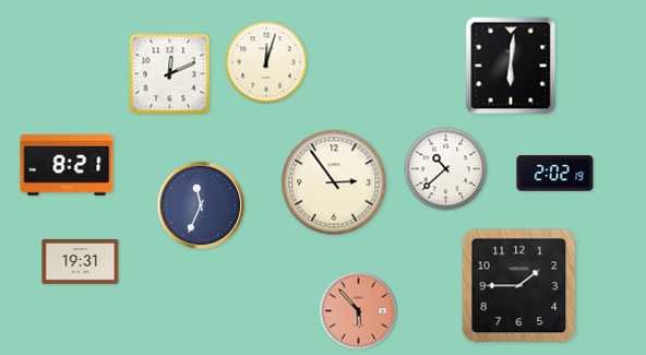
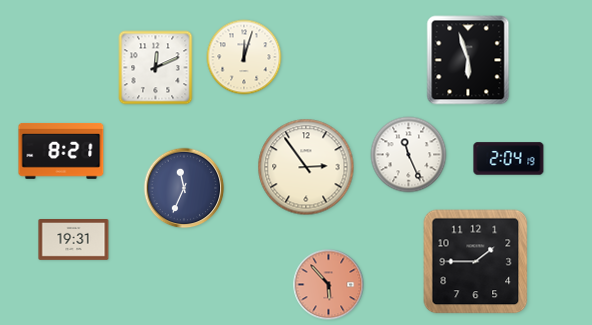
clock at (511, 66): 6:01 -> 5:57
clock at (446, 169): 10:38 -> 11:26
clock at (555, 174): 2:02 -> 2:04
